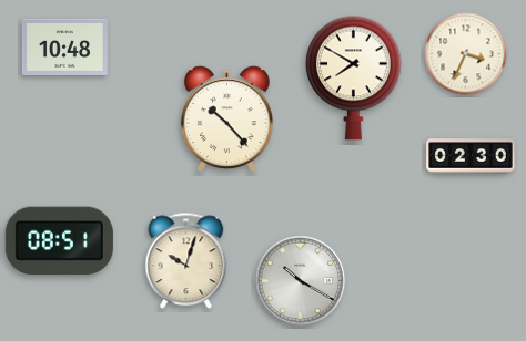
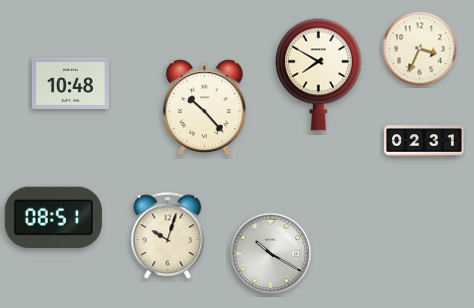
clock at (64, 46) position: (64, 46) -> (70, 83)
clock at (354, 77) position: (354, 77) -> (319, 74)
clock at (471, 156): 02:30 -> 02:31
